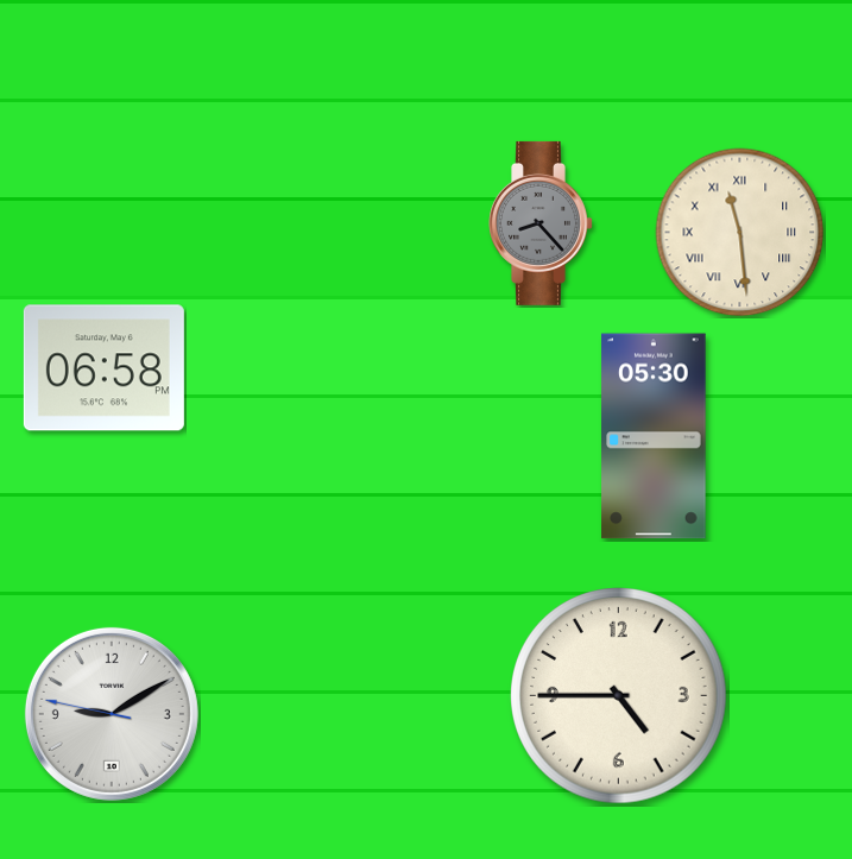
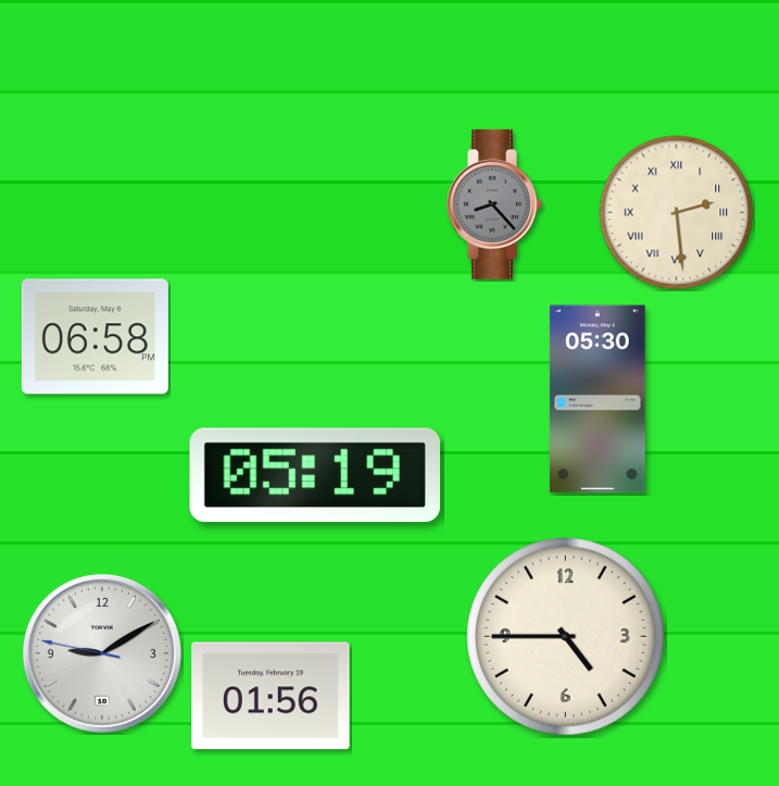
clock at (740, 233): 11:29 -> 2:29
clock at (315, 475): none -> 05:19
clock at (271, 696): none -> 01:56
